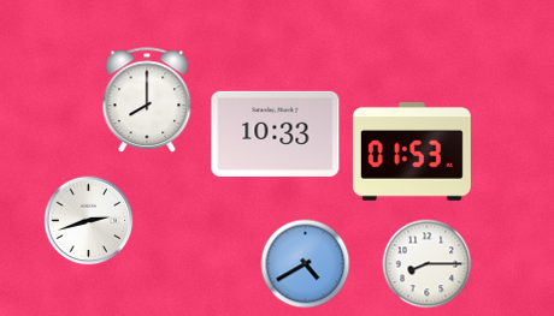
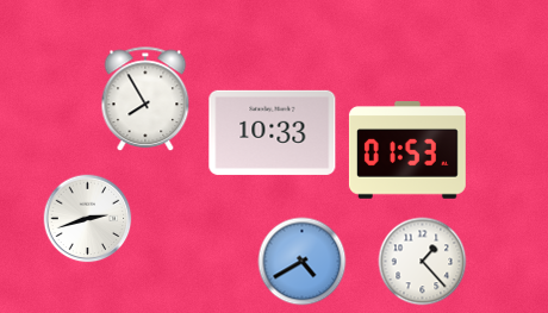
clock at (147, 101): 8:00 -> 7:55
clock at (428, 264): 8:15 -> 1:23
